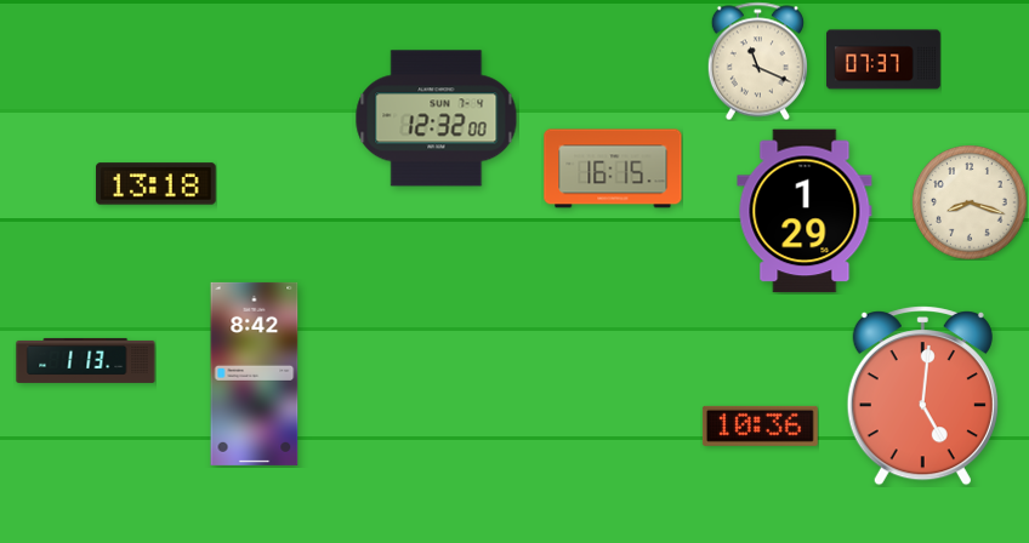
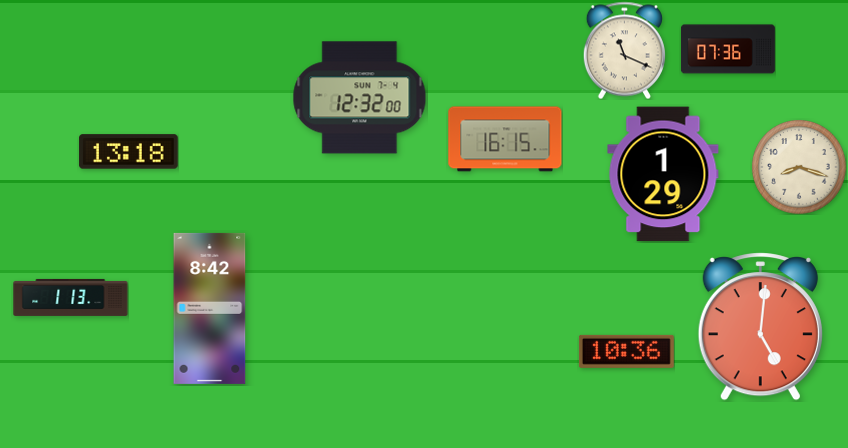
clock at (883, 59): 07:37 -> 07:36
